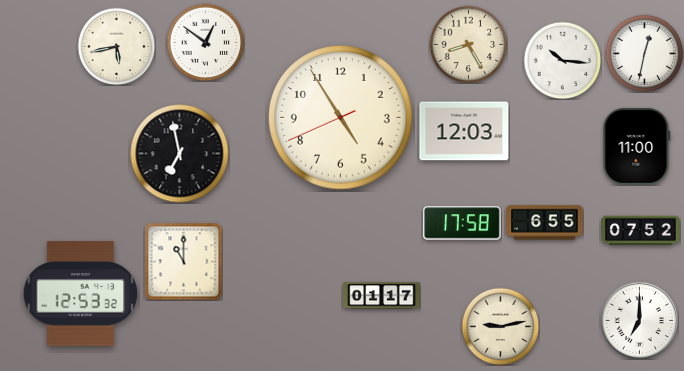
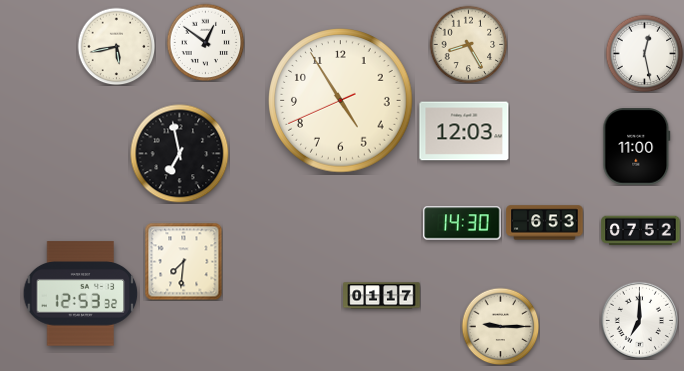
clock at (644, 53): 12:32 -> 12:28
clock at (562, 60): 10:16 -> none
clock at (341, 118) position: (341, 118) -> (341, 101)
clock at (462, 223): 17:58 -> 14:30
clock at (545, 223): 6:55 -> 6:53
clock at (183, 261): 11:00 -> 7:31
clock at (500, 326): 9:13 -> 9:15
